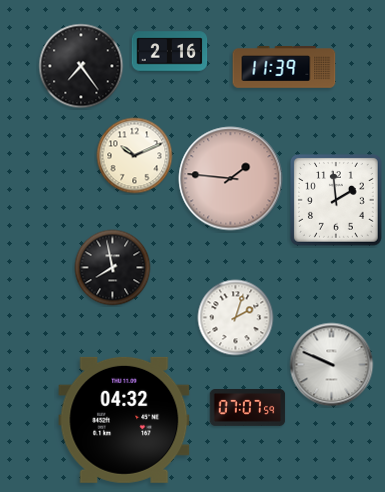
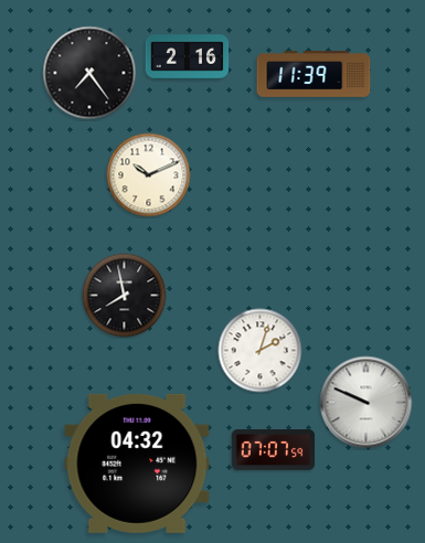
clock at (135, 156) position: (135, 156) -> (149, 175)
clock at (231, 179): 1:46 -> none
clock at (336, 200): 1:59 -> none
